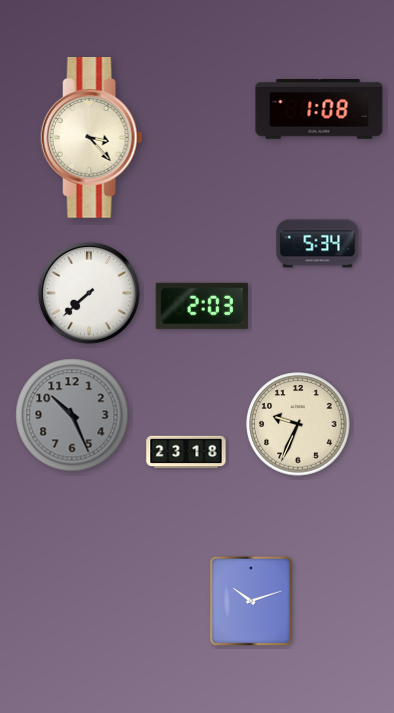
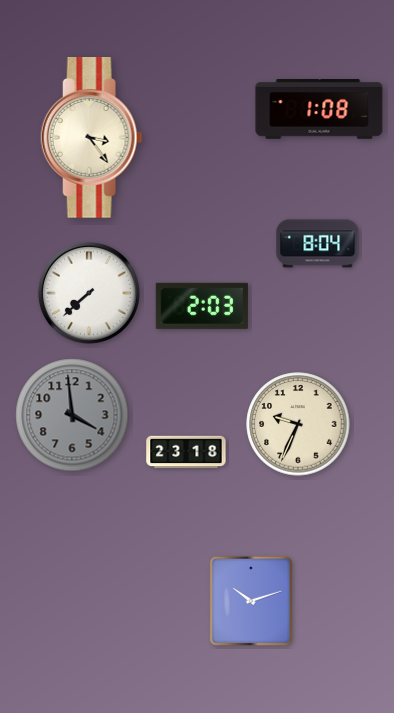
clock at (92, 138): 3:23 -> 3:24
clock at (318, 244): 5:34 -> 8:04
clock at (72, 415): 10:26 -> 3:59
